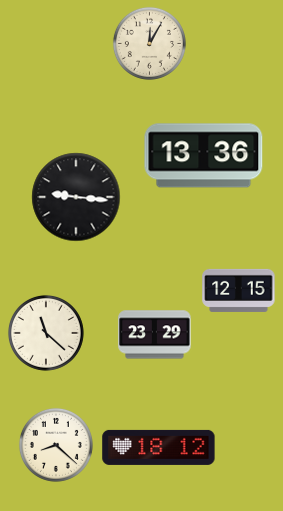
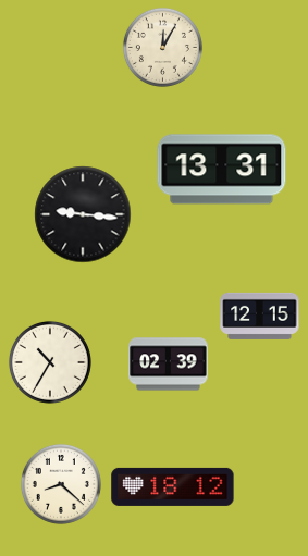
clock at (204, 156): 13:36 -> 13:31
clock at (46, 333): 11:22 -> 10:35
clock at (155, 335): 23:29 -> 02:39
